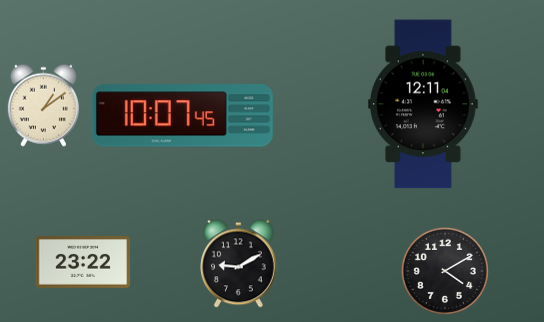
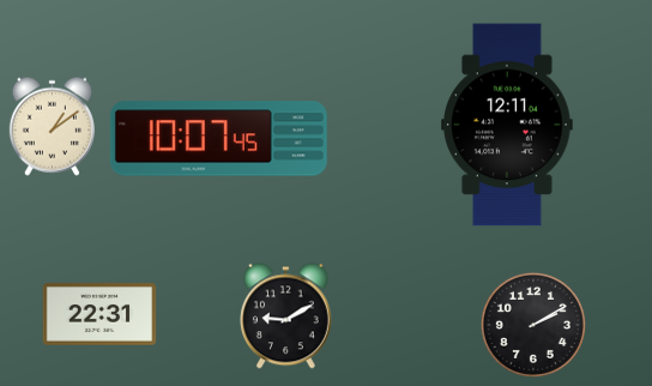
clock at (83, 263): 23:22 -> 22:31
clock at (445, 271): 4:10 -> 2:10
